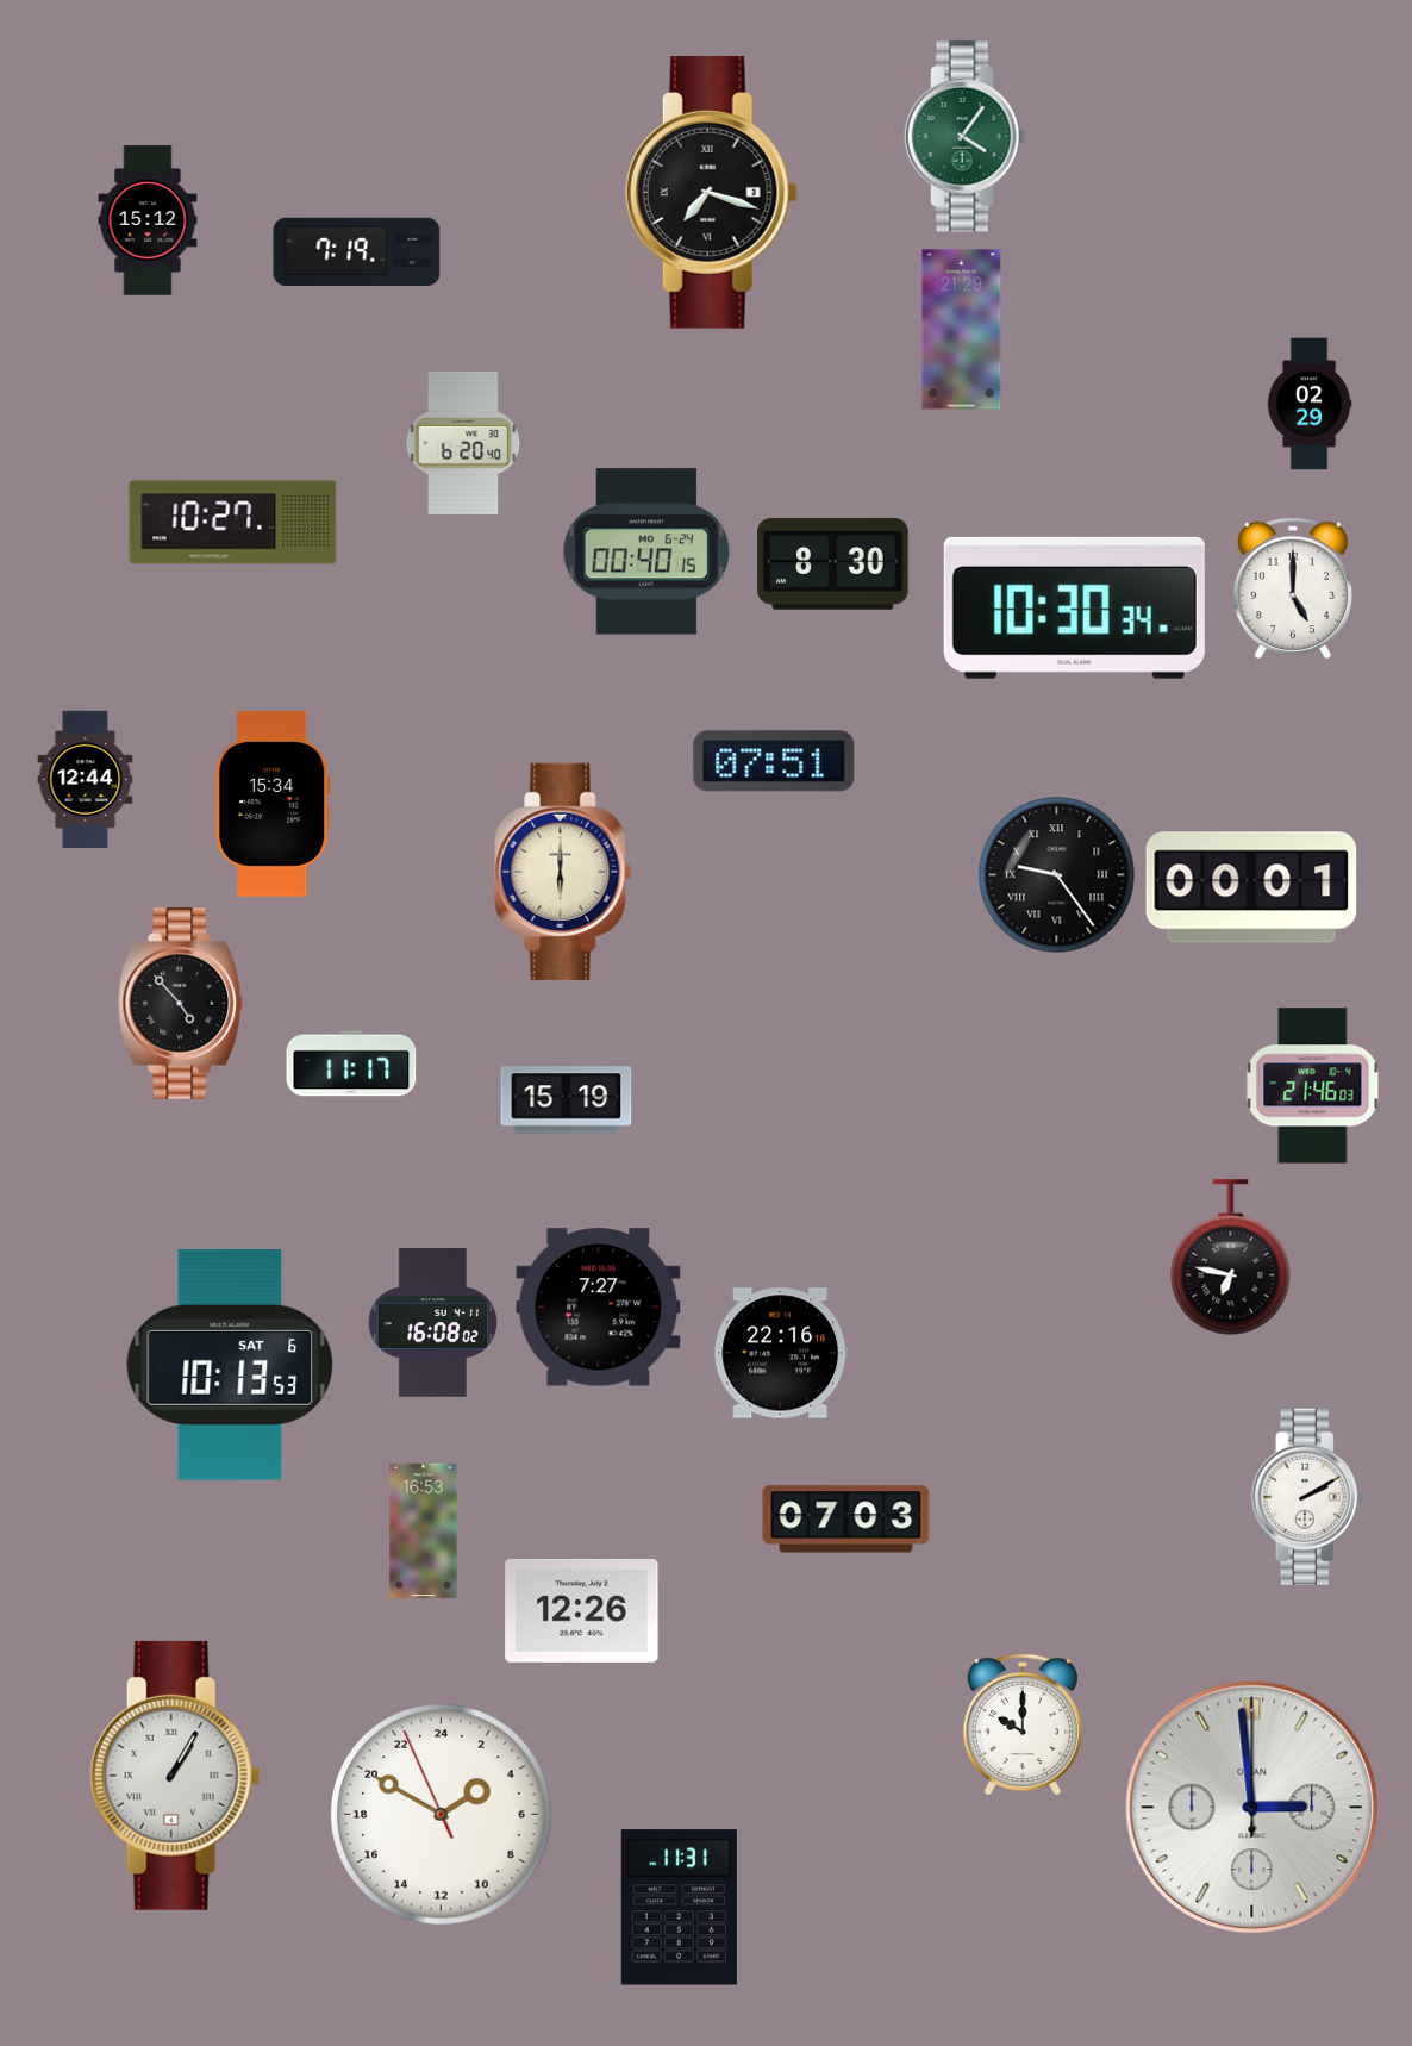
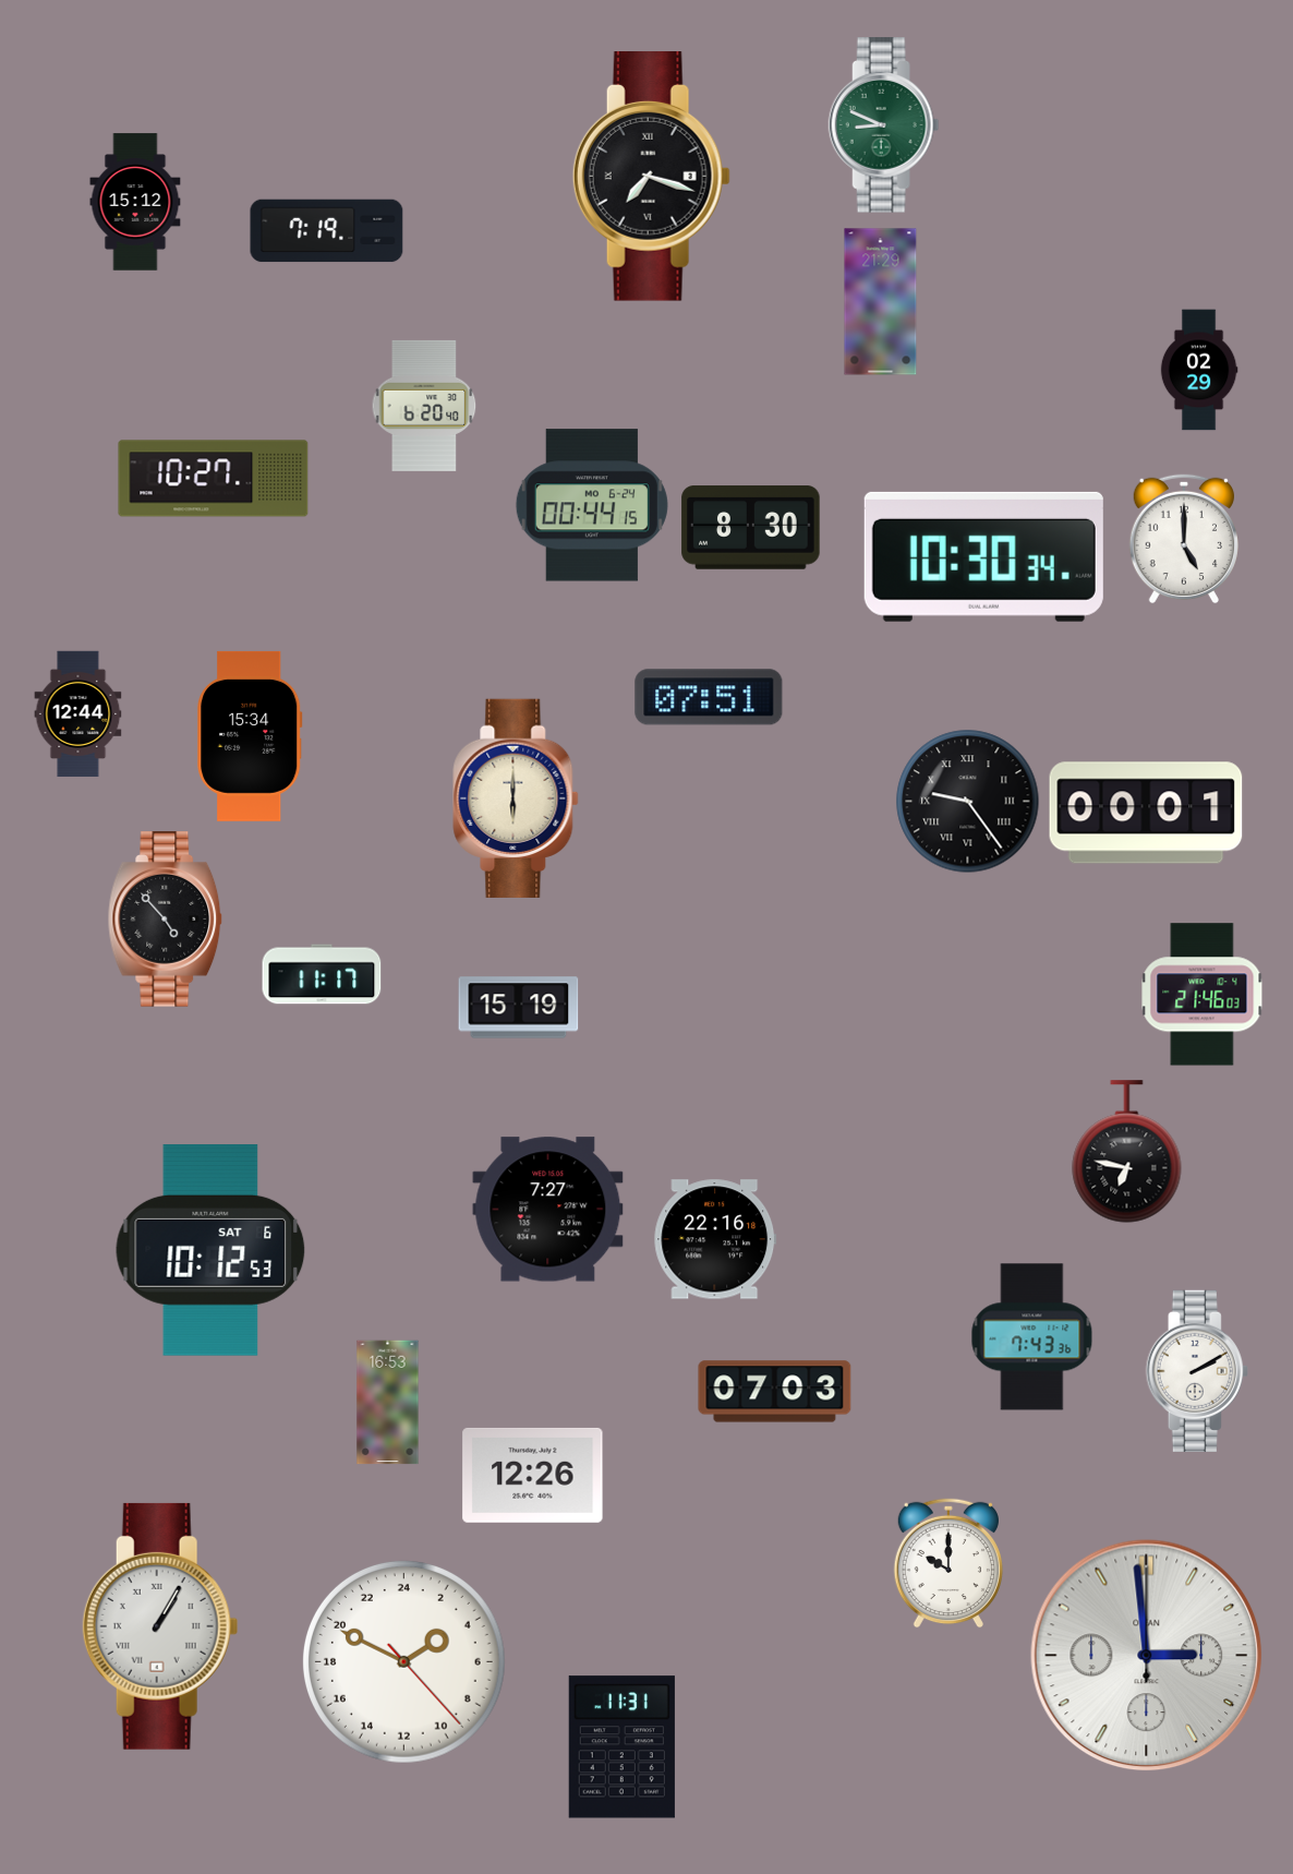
clock at (966, 137): 4:06 -> 8:49
clock at (646, 551): 00:40 -> 00:44
clock at (833, 564) position: (833, 564) -> (751, 528)
clock at (599, 1308) position: (599, 1308) -> (548, 1210)
clock at (432, 1323): 16:08 -> none
clock at (230, 1366): 10:13 -> 10:12
clock at (1032, 1337): none -> 7:43
clock at (1023, 1724) position: (1023, 1724) -> (948, 1563)
clock at (441, 1814): 3:49:56 -> 3:49:23
